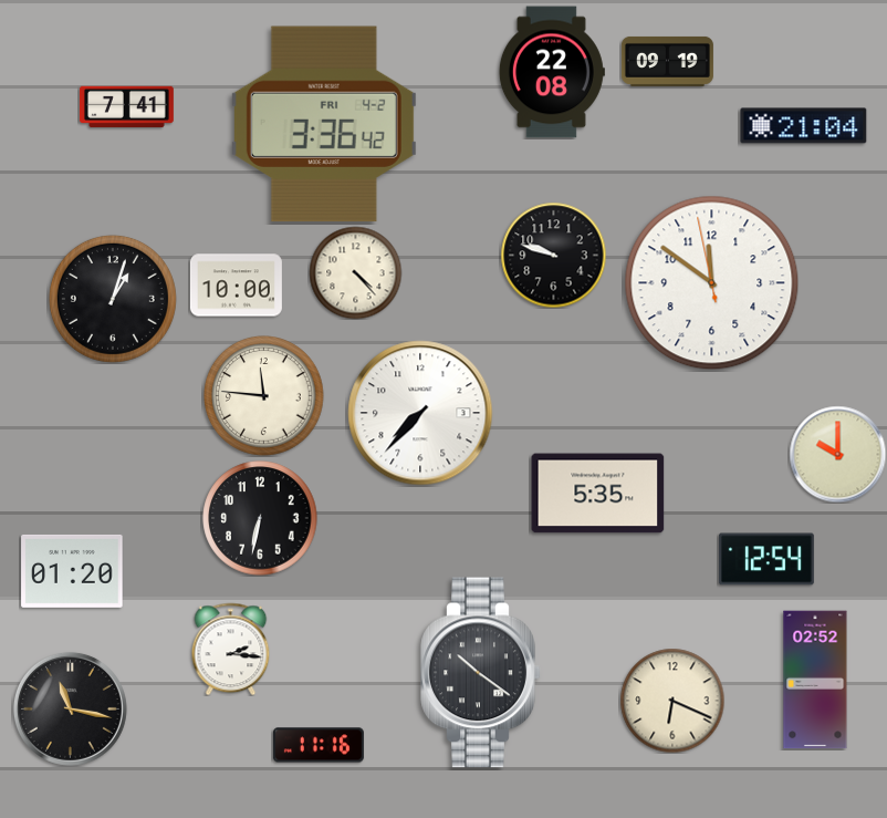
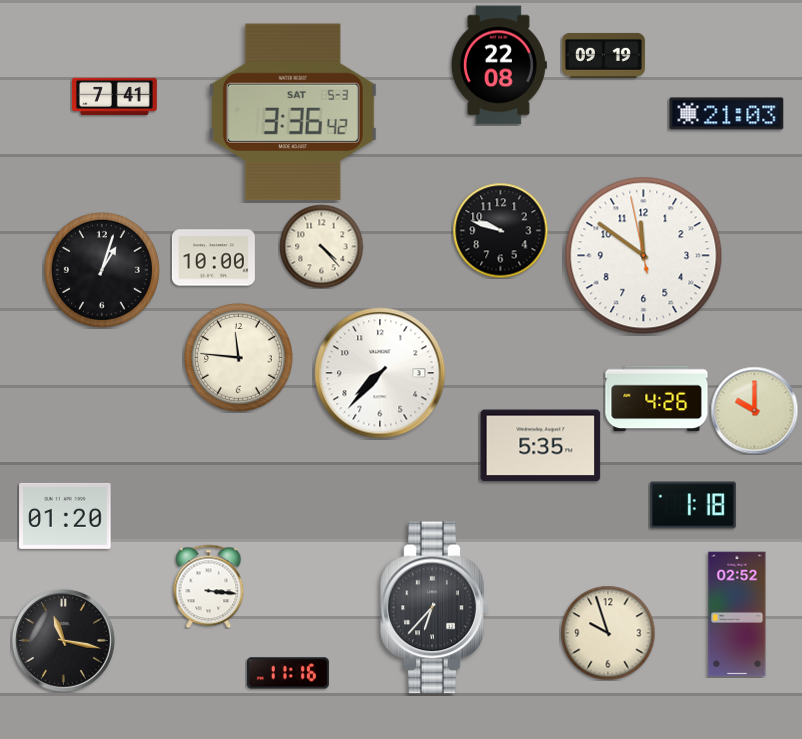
clock at (324, 124) date: FRI 4-2 -> SAT 5-3
clock at (804, 126): 21:04 -> 21:03
clock at (657, 399): none -> 4:26
clock at (837, 454) position: (837, 454) -> (754, 410)
clock at (260, 518): 6:32 -> none
clock at (766, 559): 12:54 -> 1:18
clock at (231, 649): 2:16 -> 3:16
clock at (481, 673): 10:21 -> 6:37
clock at (672, 701): 6:19 -> 9:57
